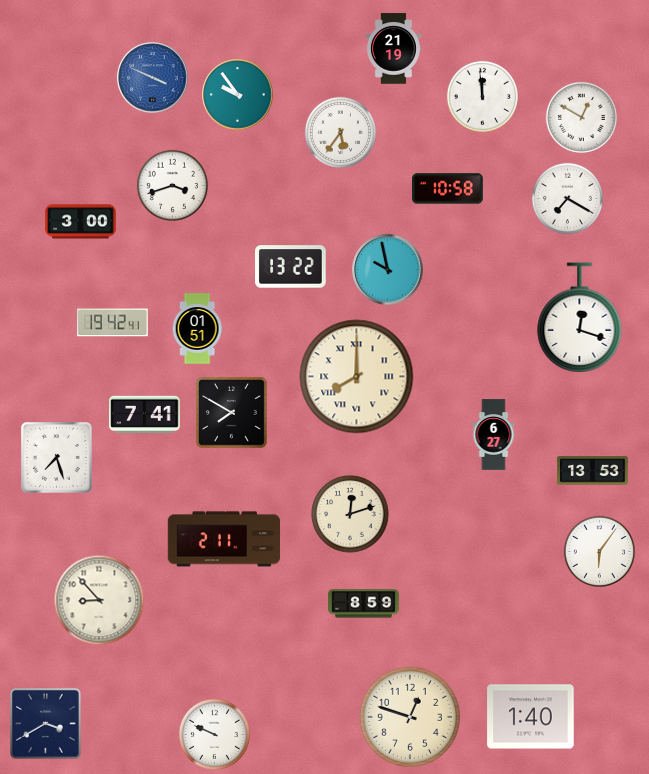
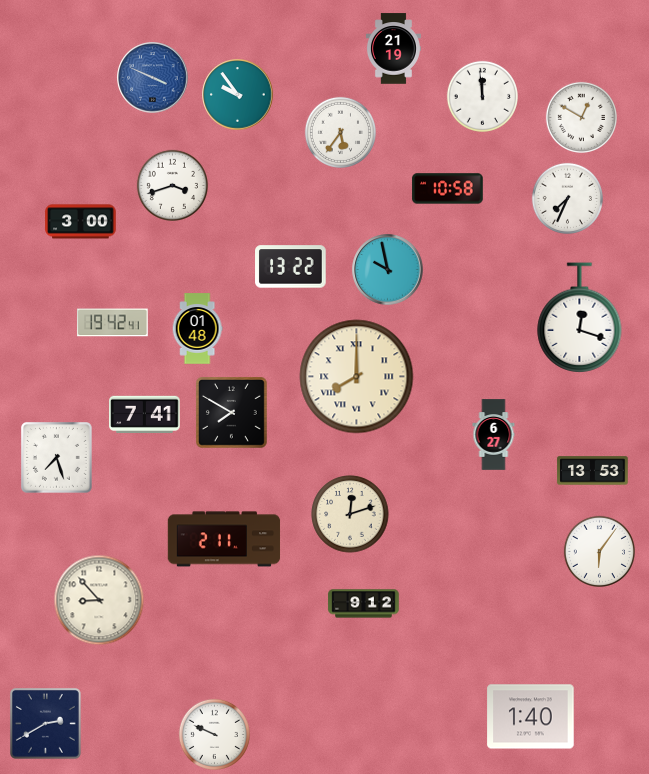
clock at (567, 198): 7:20 -> 7:34
clock at (197, 329): 01:51 -> 01:48
clock at (364, 604): 8:59 -> 9:12
clock at (410, 717): 12:48 -> none
clock at (45, 723): 3:40 -> 2:40
